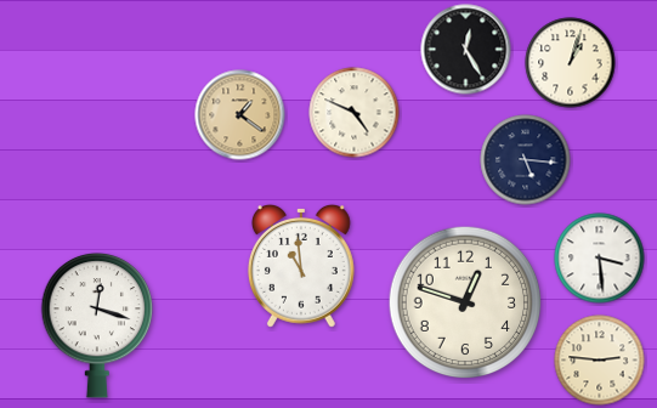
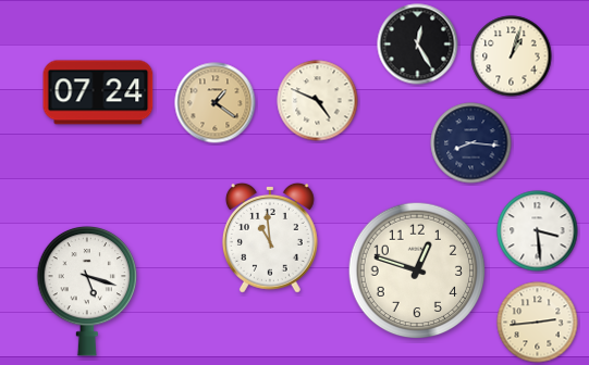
clock at (98, 92): none -> 07:24
clock at (526, 160): 5:16 -> 8:16
clock at (97, 325): 12:18 -> 5:18
clock at (600, 361): 2:46 -> 2:44
